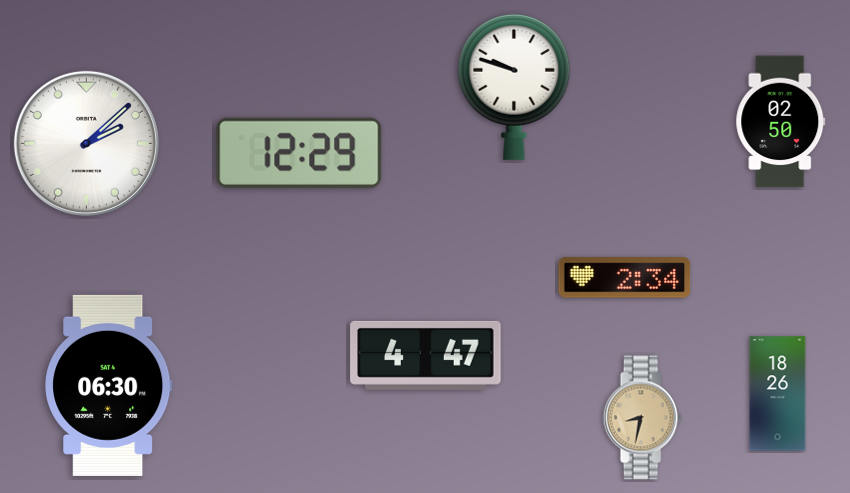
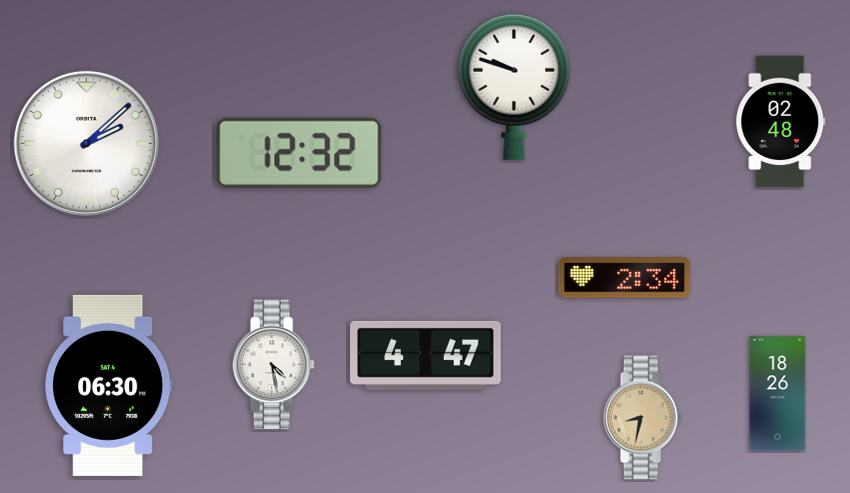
clock at (781, 122): 02:50 -> 02:48
clock at (299, 153): 12:29 -> 12:32
clock at (273, 365): none -> 4:28
